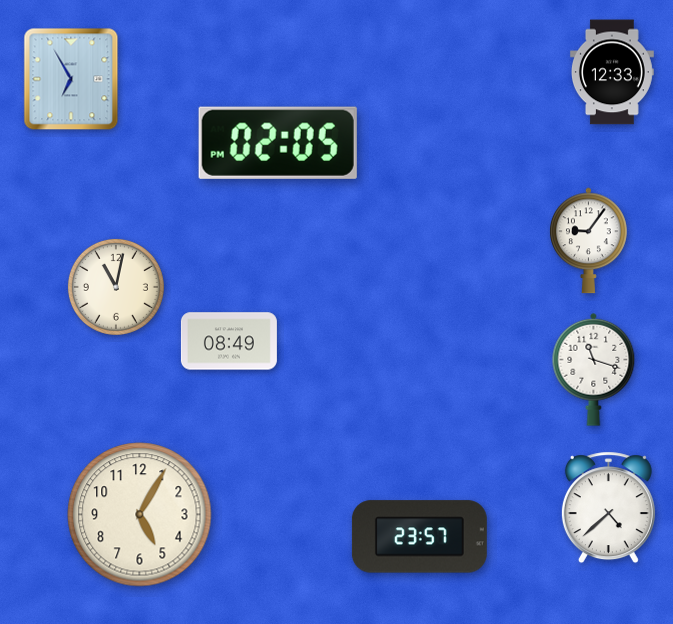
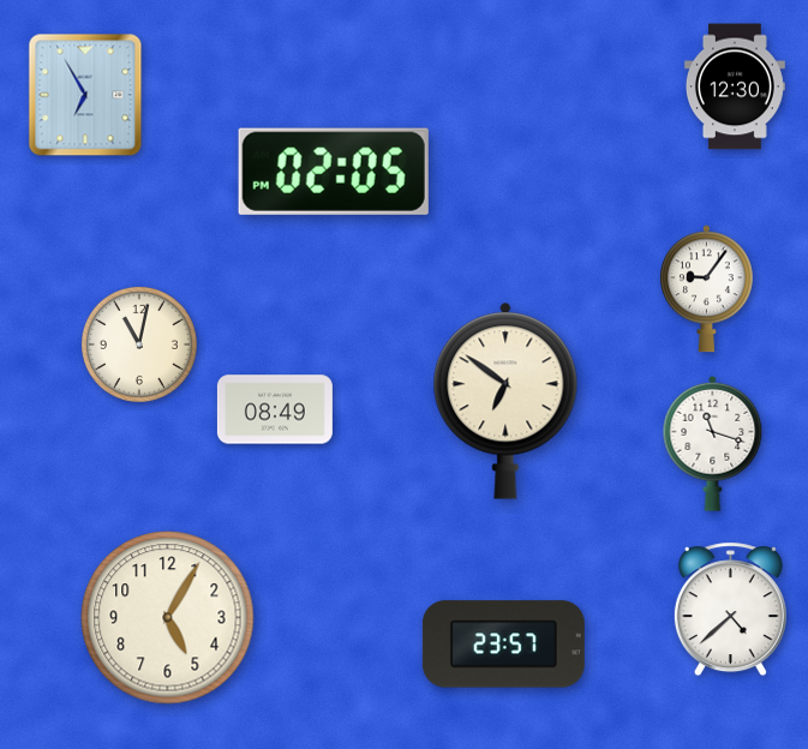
clock at (612, 72): 12:33 -> 12:30
clock at (505, 401): none -> 6:51
